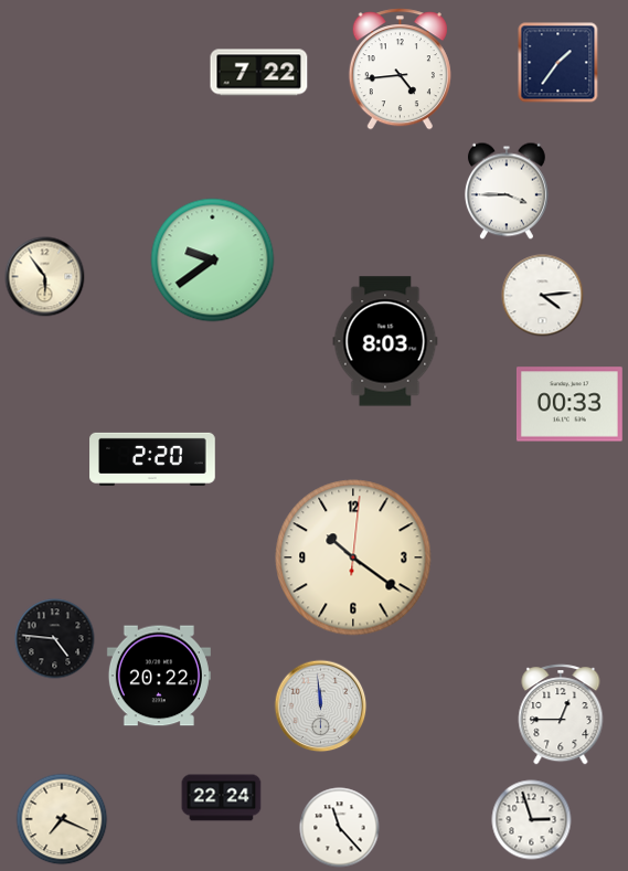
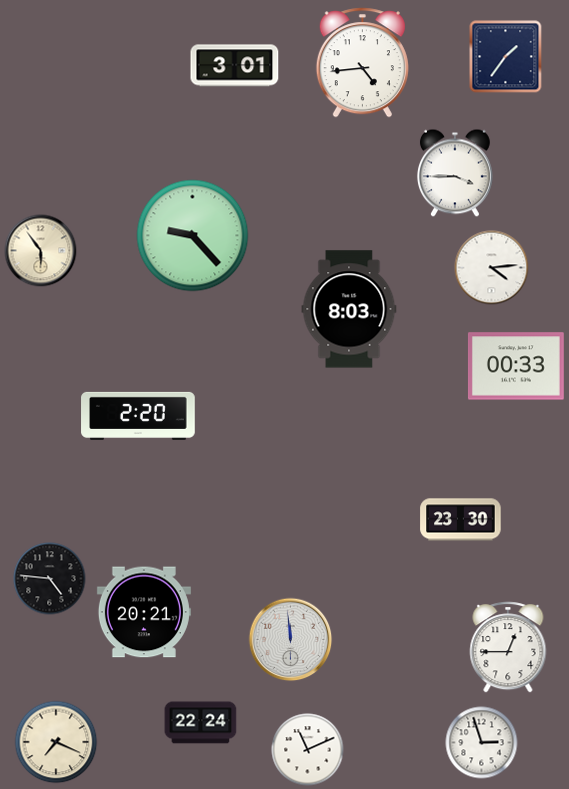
clock at (259, 73): 7:22 -> 3:01
clock at (507, 191) position: (507, 191) -> (455, 173)
clock at (213, 261): 9:39 -> 9:23
clock at (353, 557): 10:21 -> none
clock at (461, 520): none -> 23:30
clock at (159, 676): 20:22 -> 20:21
clock at (340, 828): 11:23 -> 11:11
